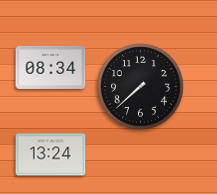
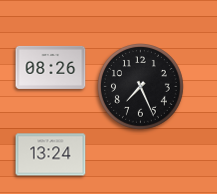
clock at (51, 67): 08:34 -> 08:26
clock at (141, 87): 7:38 -> 7:26
